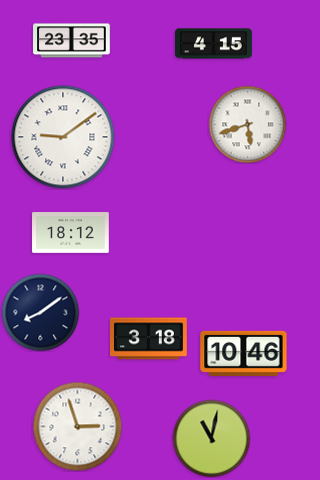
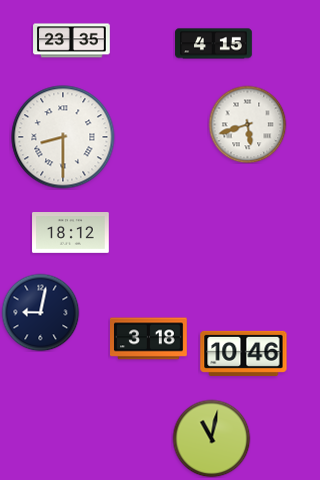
clock at (63, 137): 9:09 -> 8:30
clock at (40, 312): 8:09 -> 9:02
clock at (77, 426): 2:57 -> none
